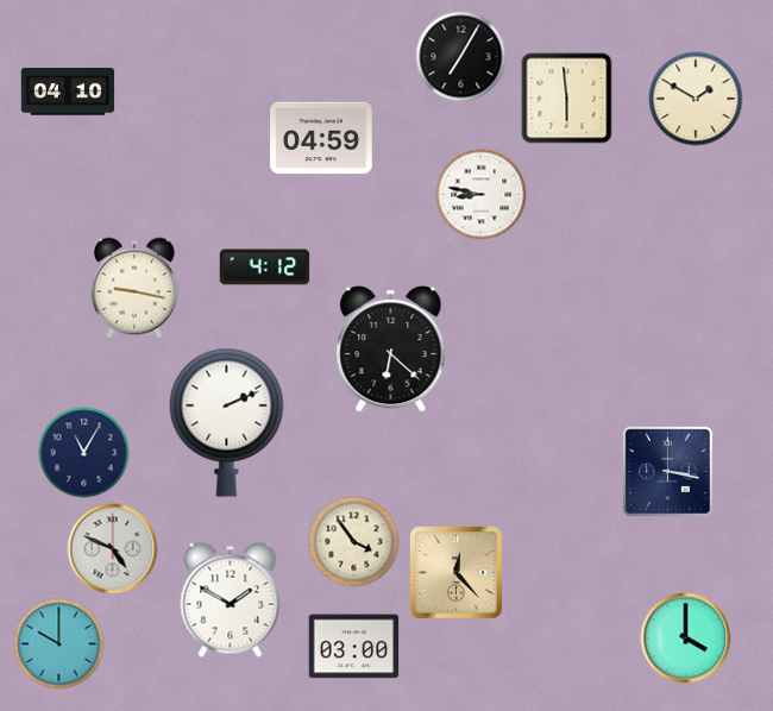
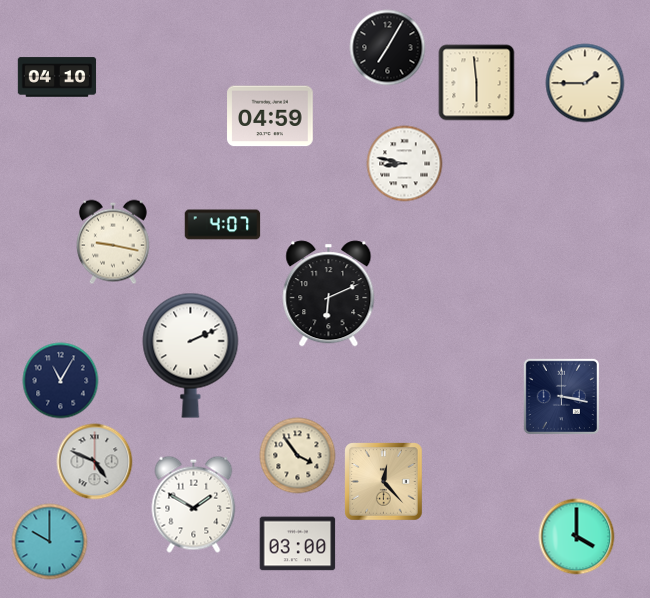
clock at (696, 99): 1:50 -> 1:45
clock at (265, 268): 4:12 -> 4:07
clock at (391, 350): 6:22 -> 6:11
clock at (84, 453) position: (84, 453) -> (61, 381)
